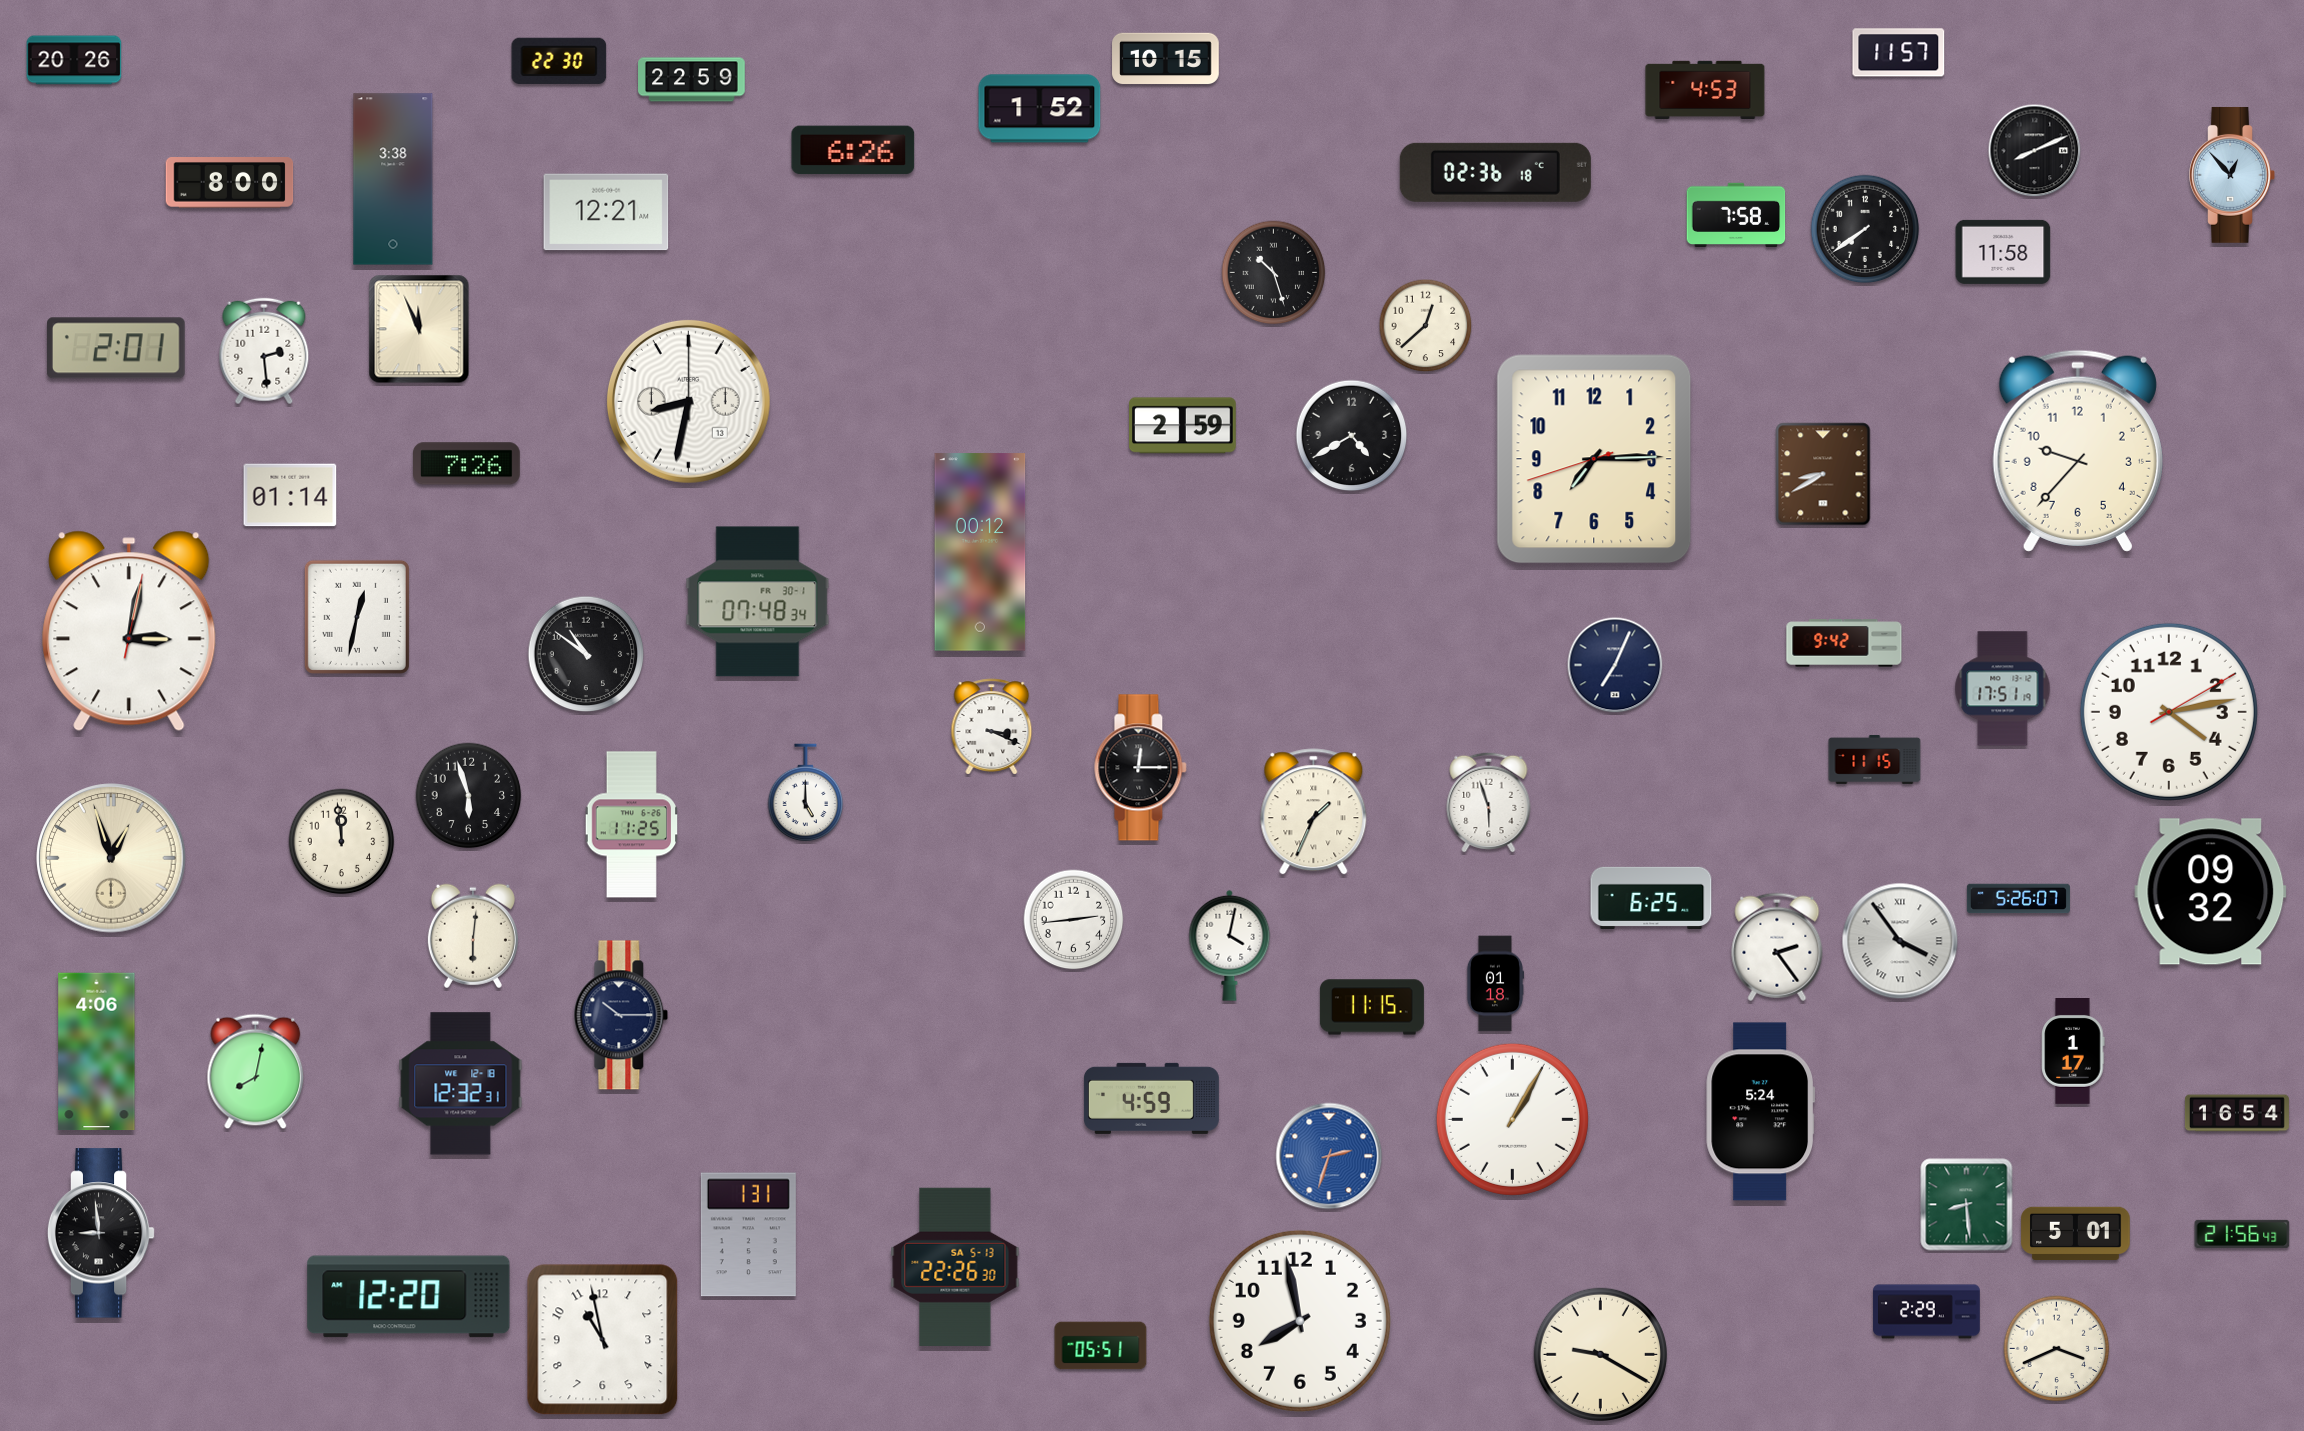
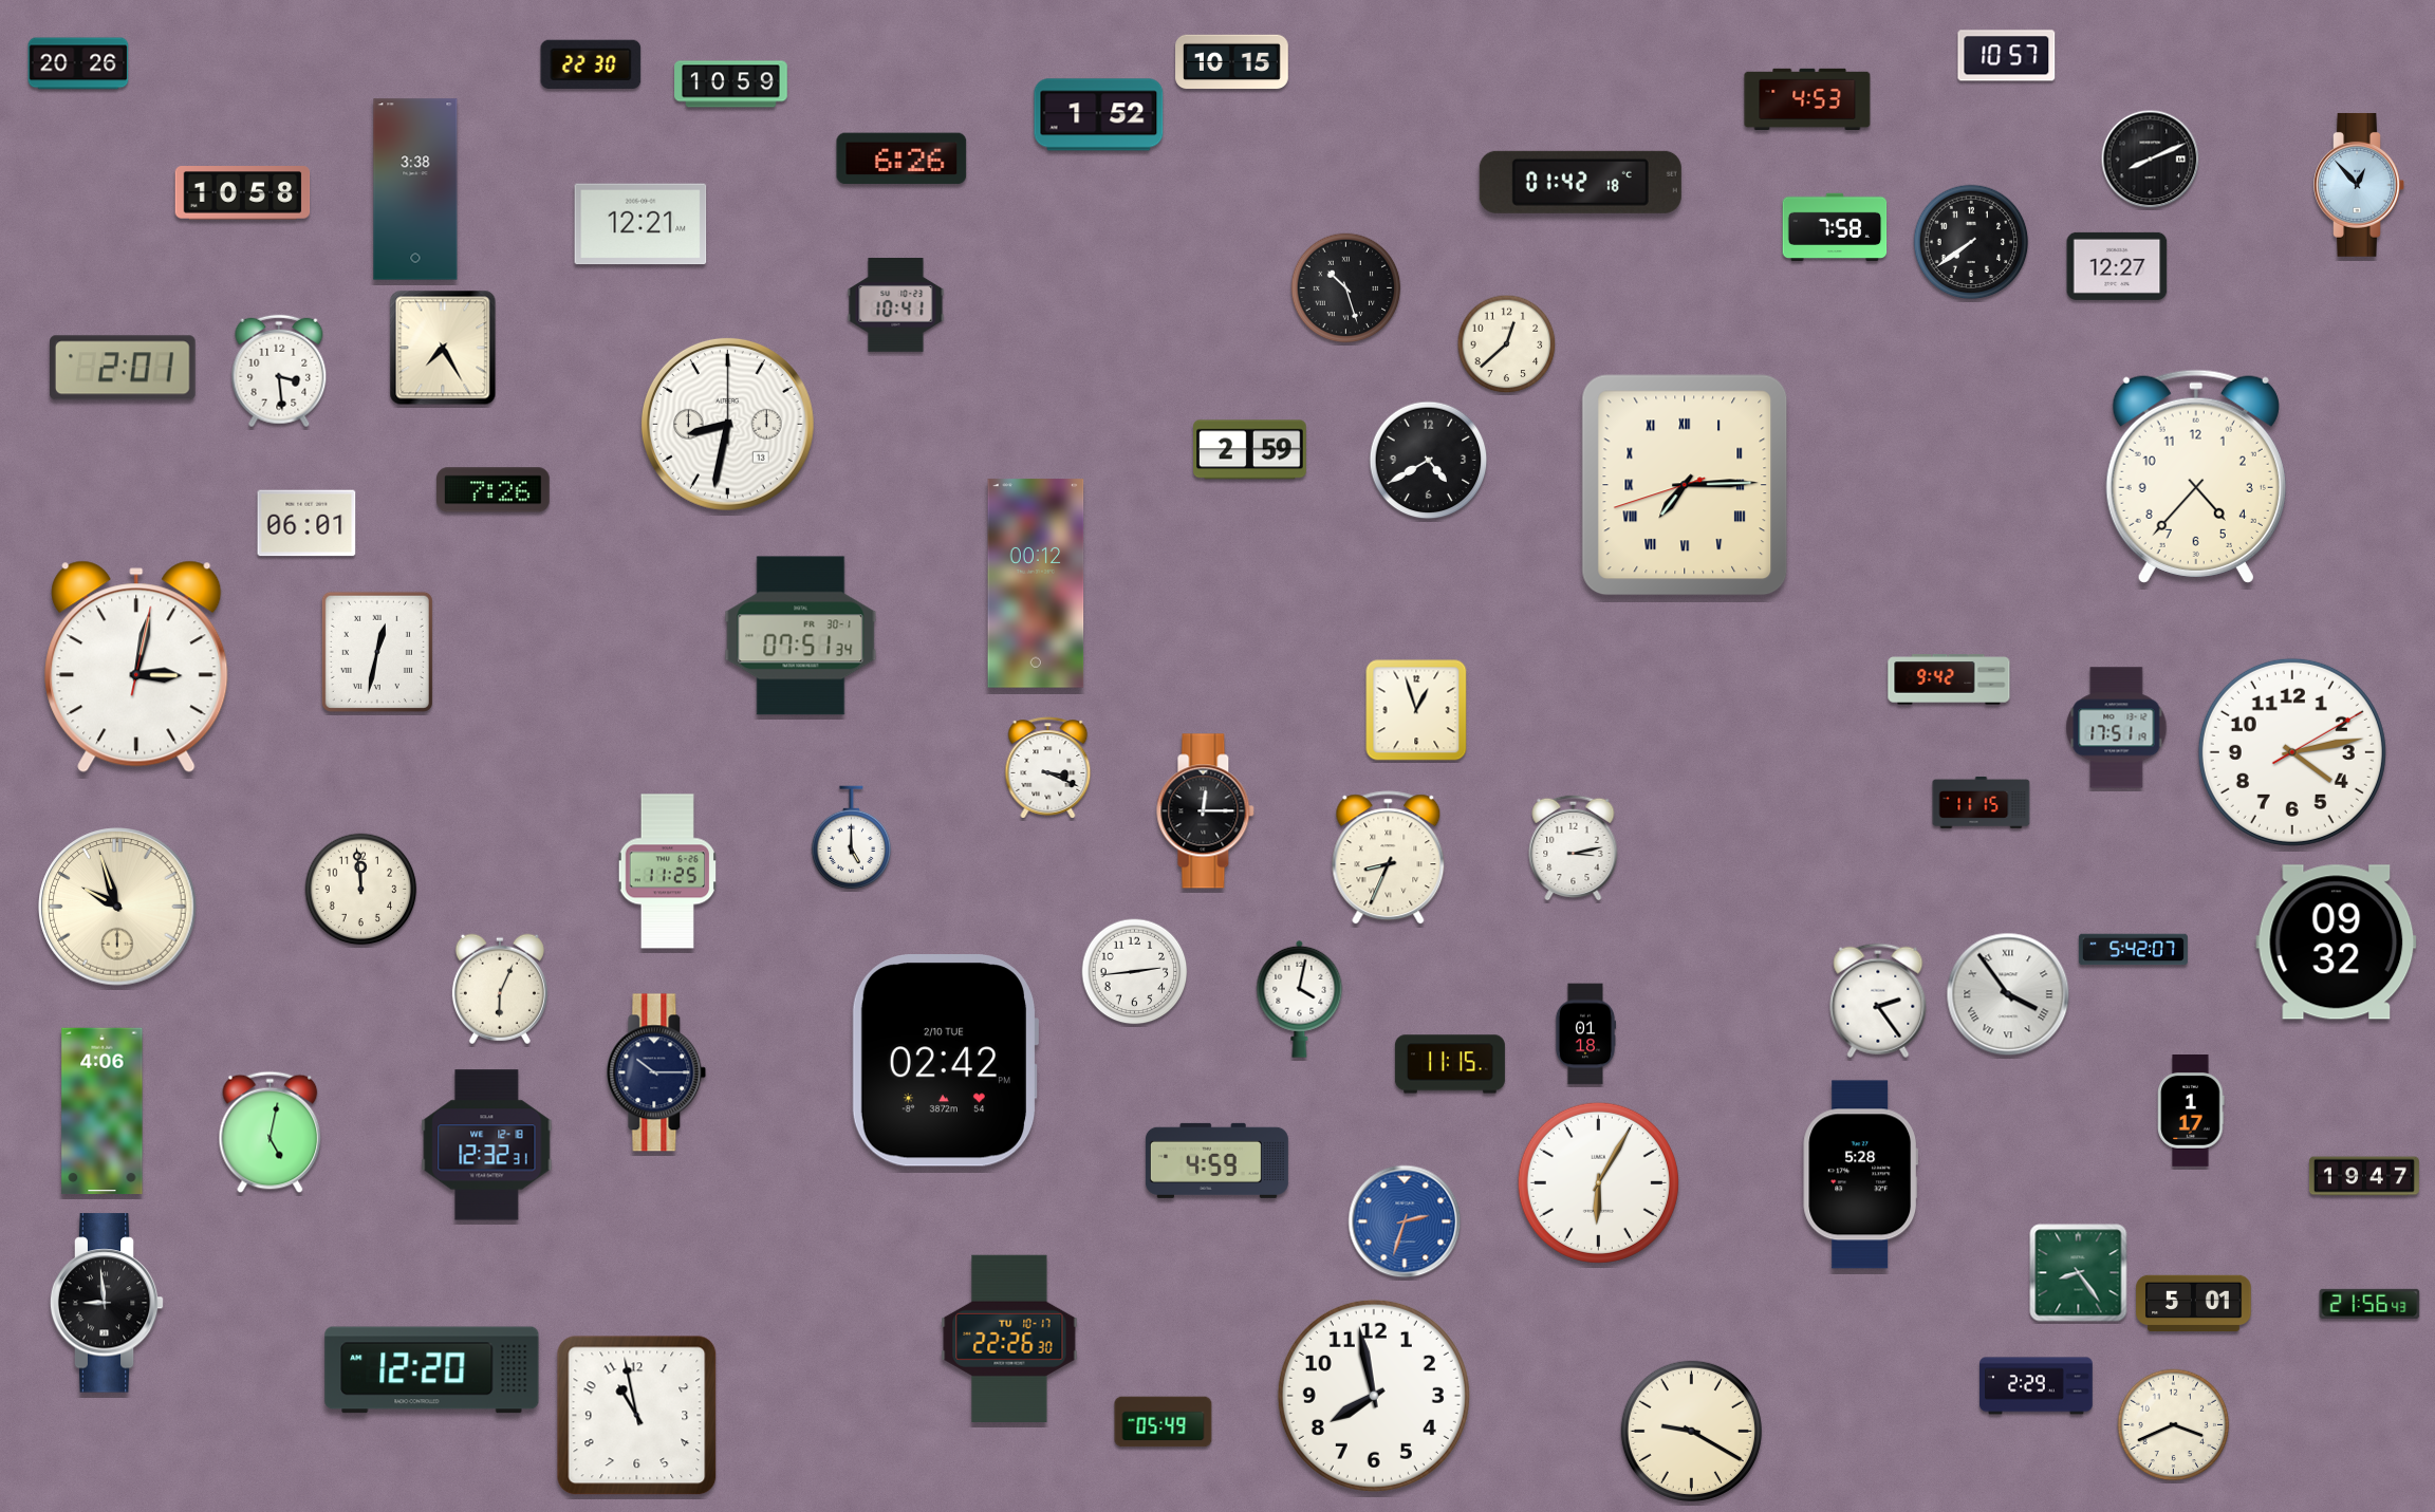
clock at (1899, 53): 11:57 -> 10:57
clock at (692, 80): 22:59 -> 10:59
clock at (1705, 89) position: (1705, 89) -> (1807, 98)
clock at (1495, 172): 02:36 -> 01:42
clock at (230, 183): 8:00 -> 10:58
clock at (2003, 252): 11:58 -> 12:27
clock at (896, 305): none -> 10:41
clock at (419, 329): 11:56 -> 7:25
clock at (264, 351): 2:29 -> 3:29
clock at (2078, 451): 9:37 -> 4:37
clock at (1594, 459) numerals: Arabic -> Roman
clock at (1823, 474): 8:40 -> none
clock at (290, 495): 01:14 -> 06:01
clock at (758, 602): 07:48 -> 07:51
clock at (586, 654): 10:51 -> none
clock at (1615, 665): 7:04 -> none
clock at (1416, 710): none -> 12:57
clock at (469, 796): 5:57 -> none
clock at (1489, 802): 5:57 -> 3:13
clock at (1314, 812): 1:34 -> 8:34
clock at (111, 858): 12:57 -> 9:57
clock at (1651, 898): 6:25 -> none
clock at (2018, 899): 5:26 -> 5:42
clock at (473, 936): 6:01 -> 6:04
clock at (1495, 984) position: (1495, 984) -> (1585, 1034)
clock at (945, 1061): none -> 02:42
clock at (256, 1072): 8:02 -> 5:02
clock at (1760, 1112): 5:24 -> 5:28
clock at (2237, 1113): 16:54 -> 19:47
clock at (1512, 1119): 1:05 -> 6:05
clock at (1967, 1205): 8:29 -> 8:24
clock at (748, 1235): 1:31 -> none
clock at (955, 1267) date: SA 5-13 -> TU 10-17
clock at (1101, 1346): 05:51 -> 05:49
